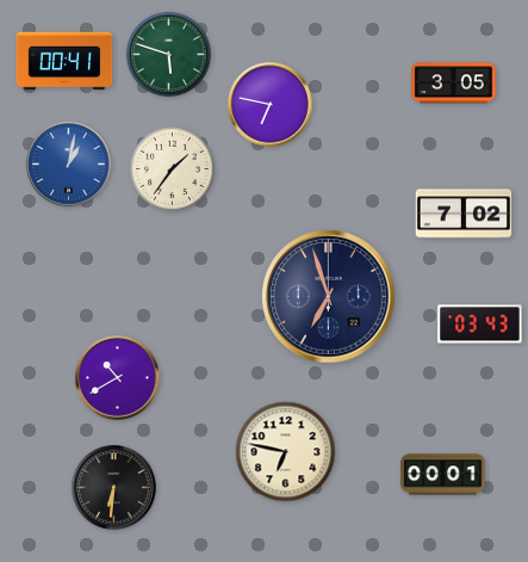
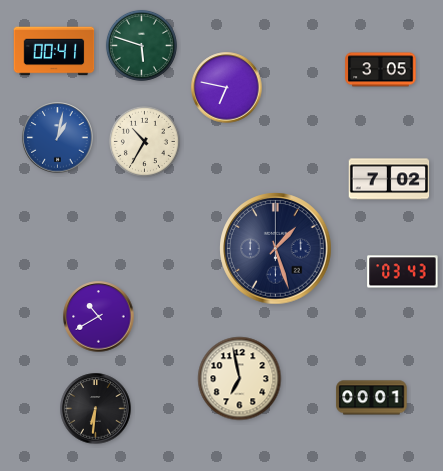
clock at (172, 168): 1:36 -> 10:35
clock at (329, 297): 6:57 -> 1:27
clock at (286, 452): 6:47 -> 6:58
